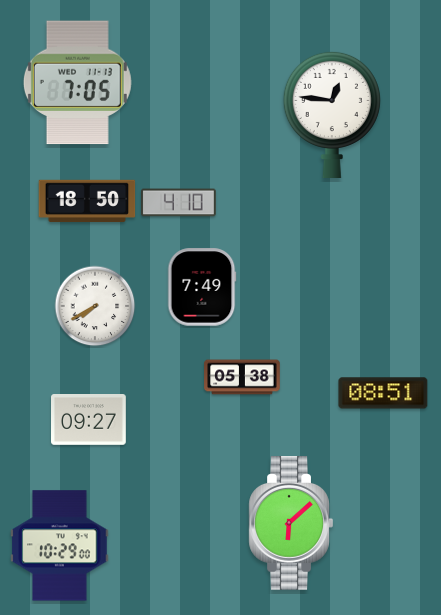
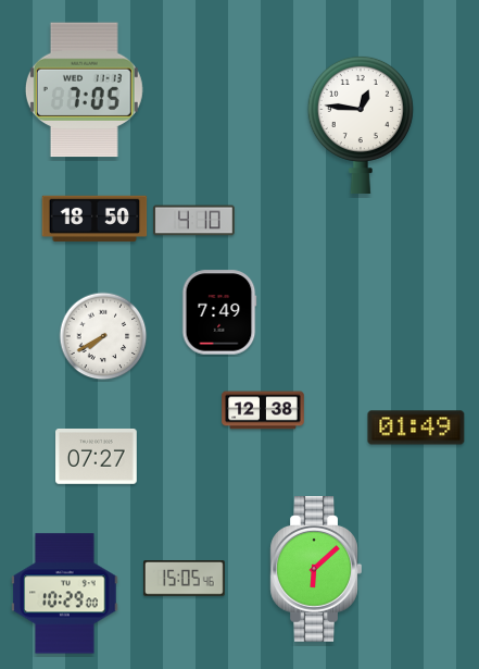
clock at (95, 306) position: (95, 306) -> (103, 336)
clock at (242, 377): 05:38 -> 12:38
clock at (383, 393): 08:51 -> 01:49
clock at (89, 420): 09:27 -> 07:27
clock at (184, 579): none -> 15:05
